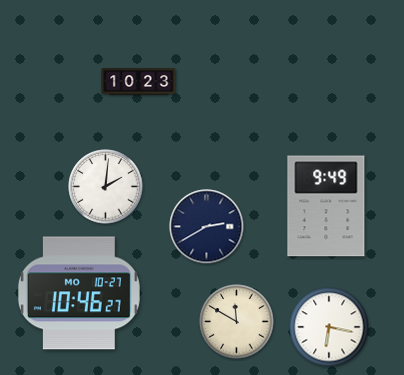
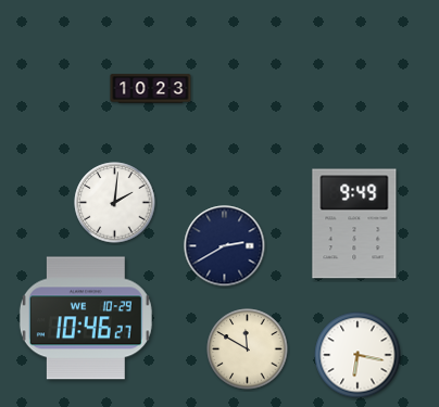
clock at (79, 293) date: MO 10-27 -> WE 10-29
clock at (237, 322) position: (237, 322) -> (248, 349)
